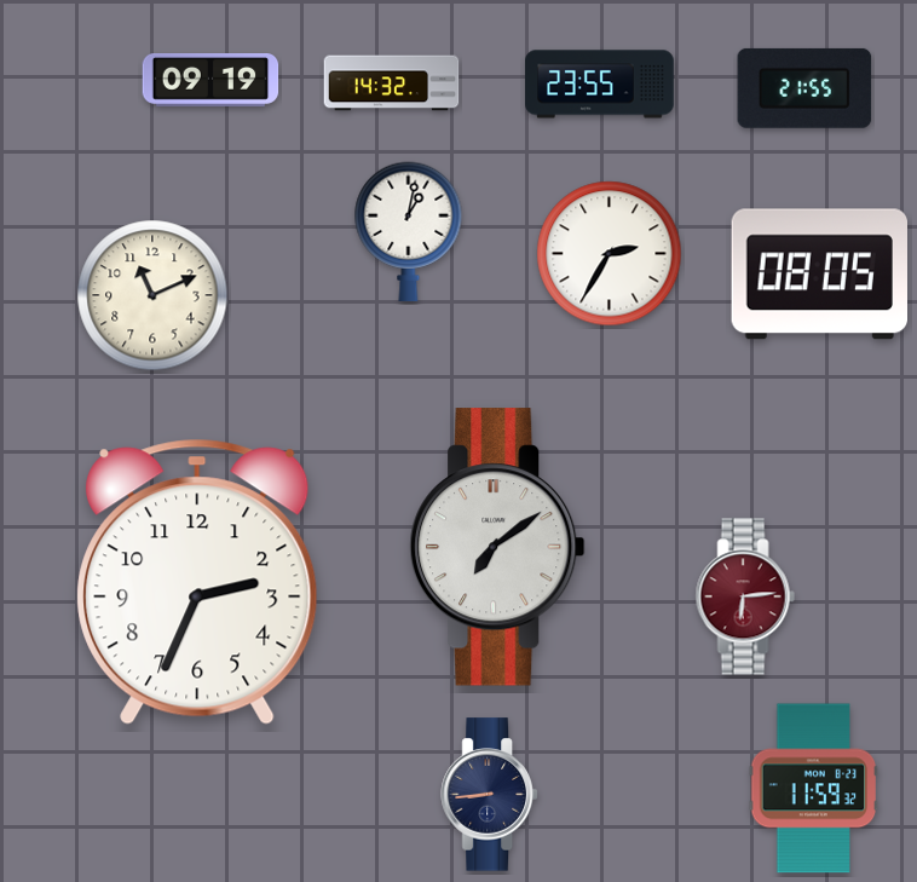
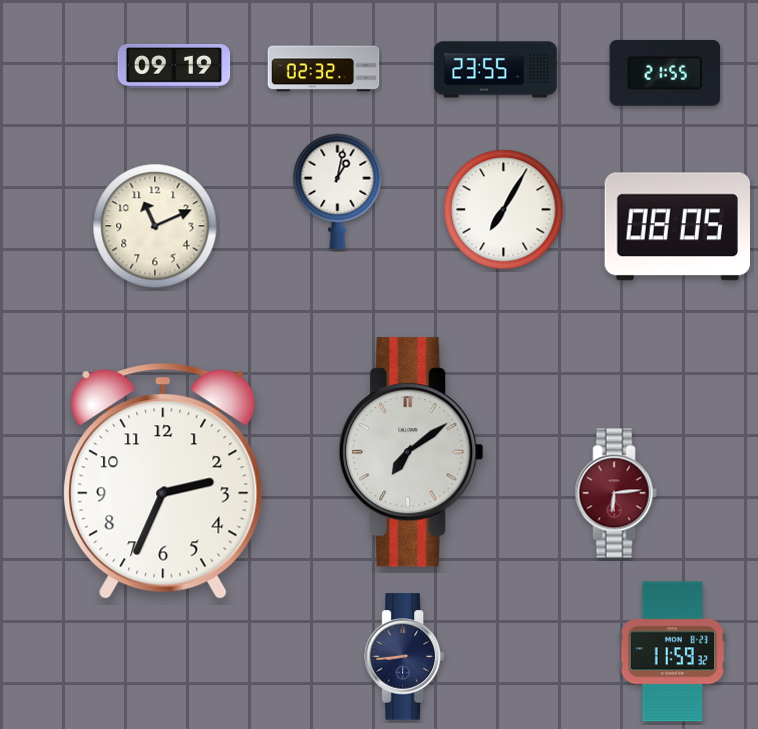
clock at (392, 83): 14:32 -> 02:32
clock at (610, 254): 2:35 -> 7:05
clock at (152, 295) position: (152, 295) -> (155, 226)
